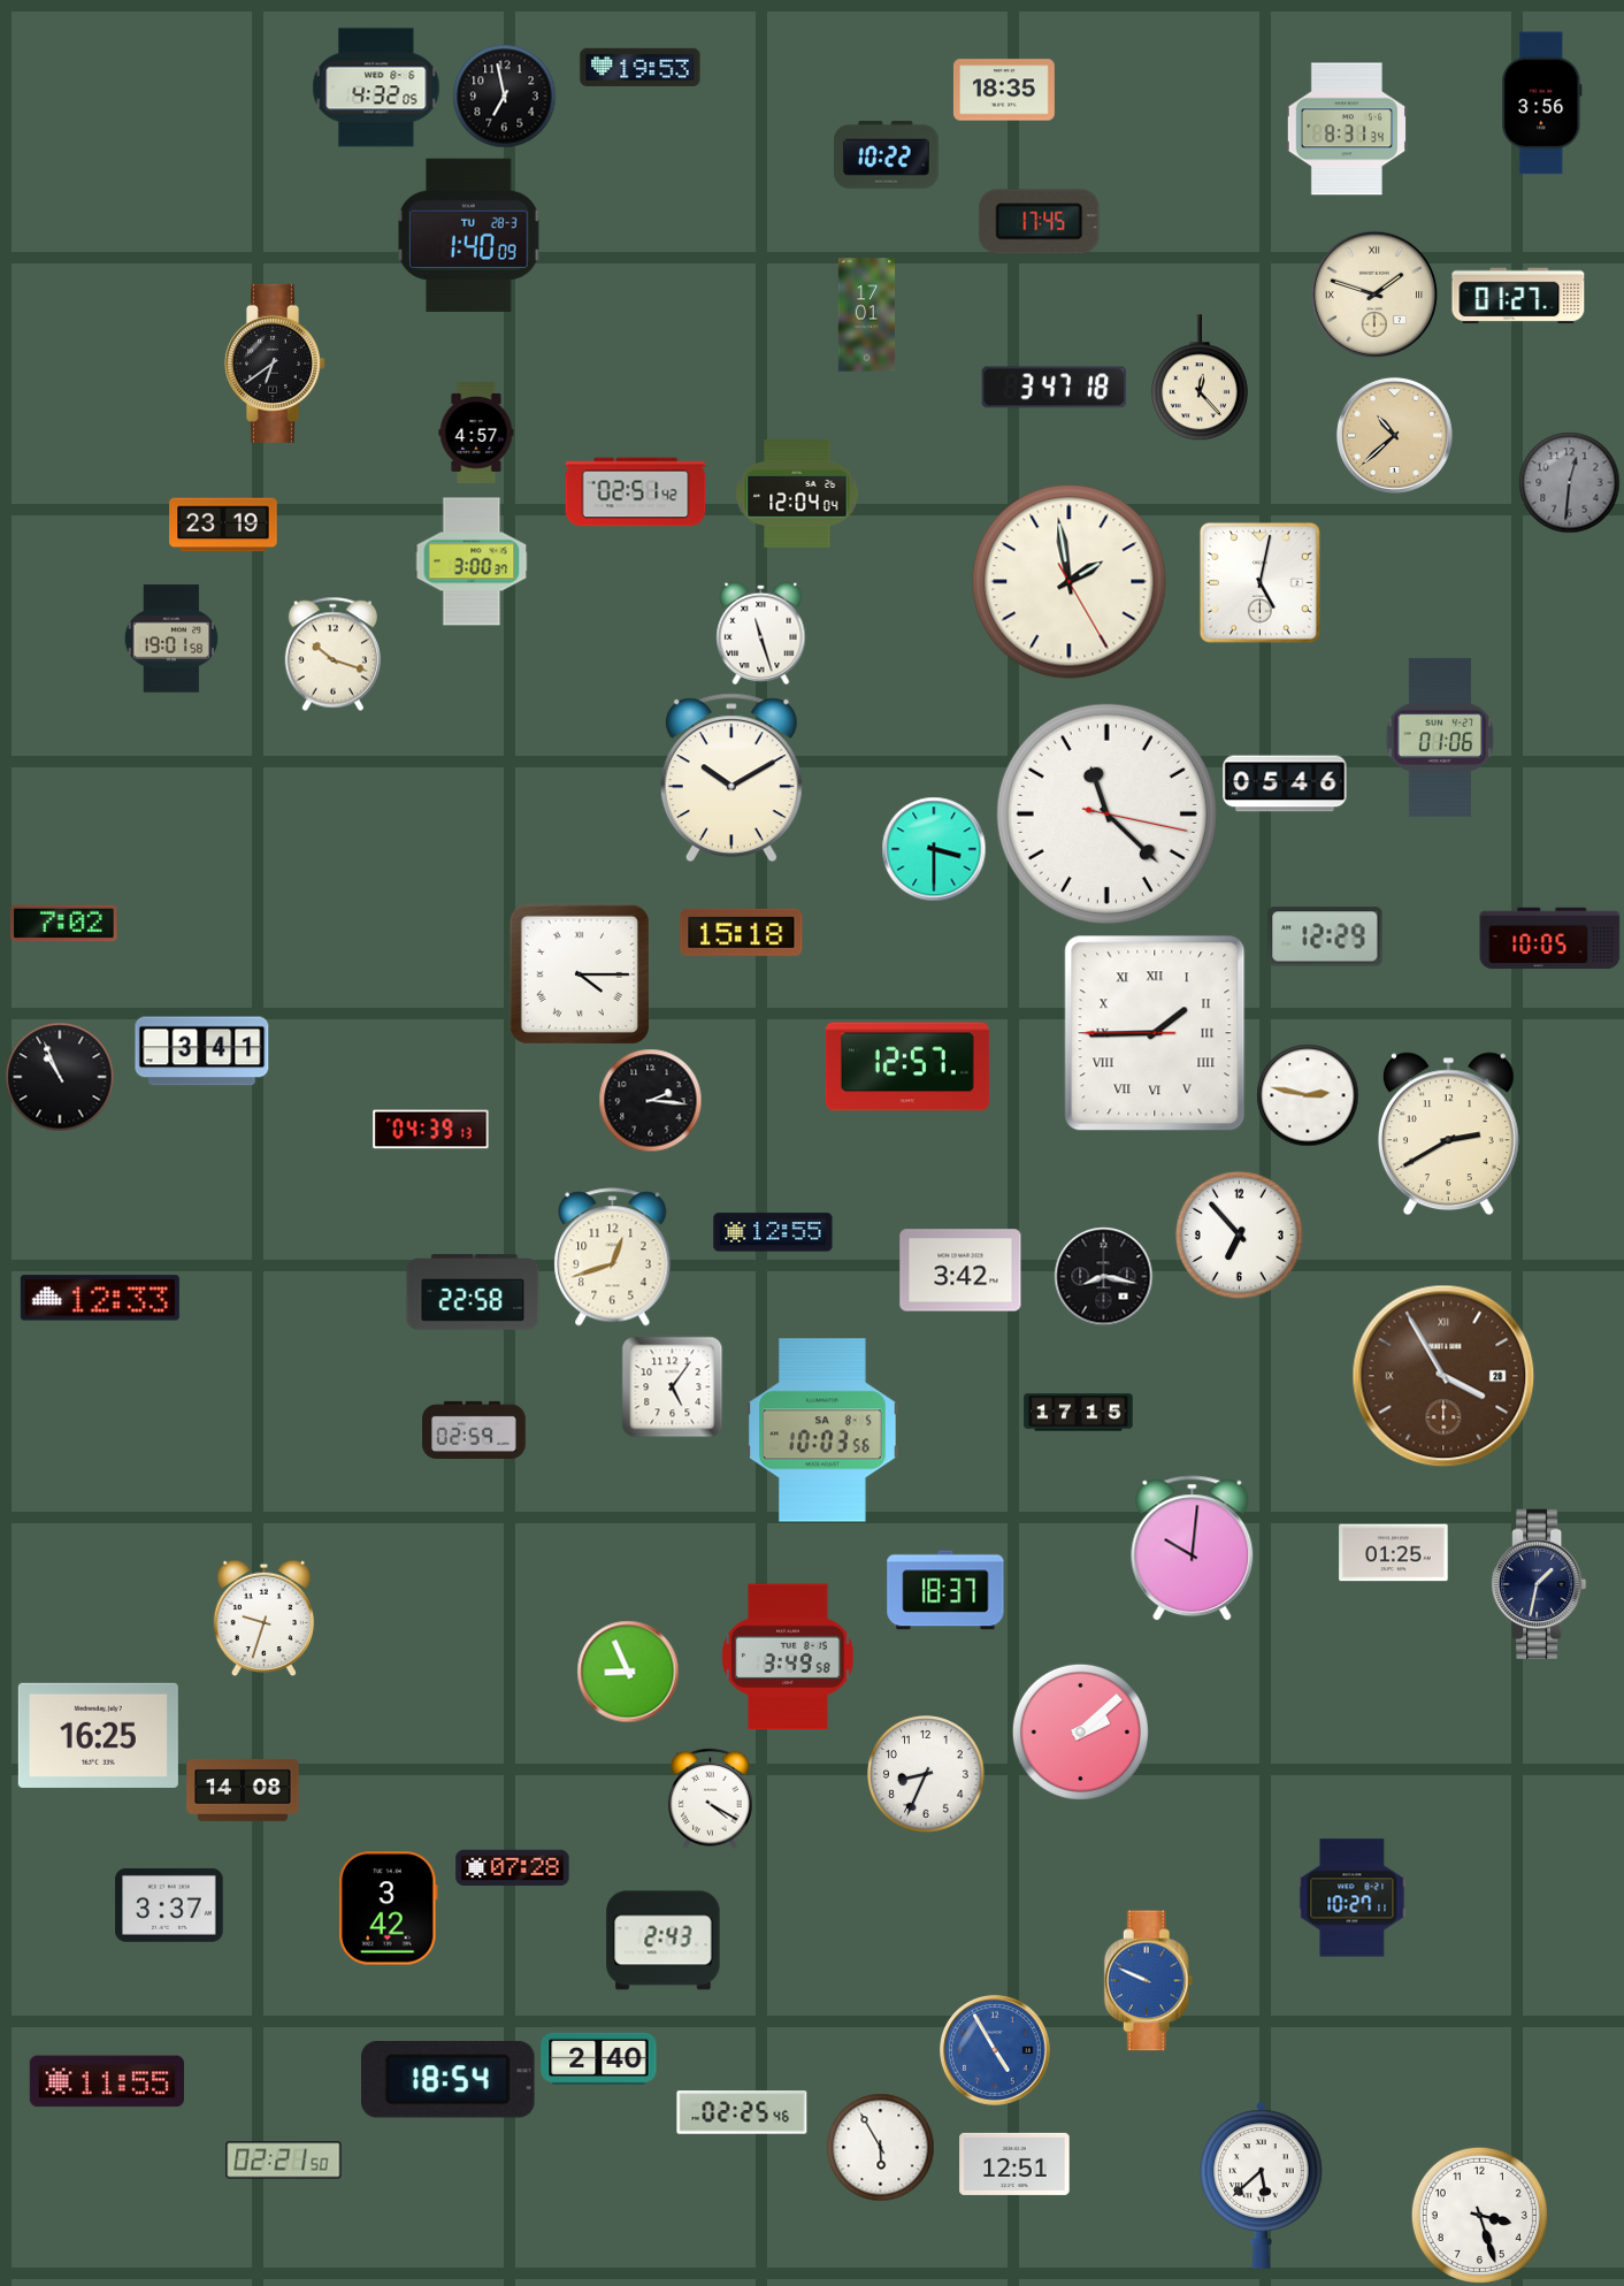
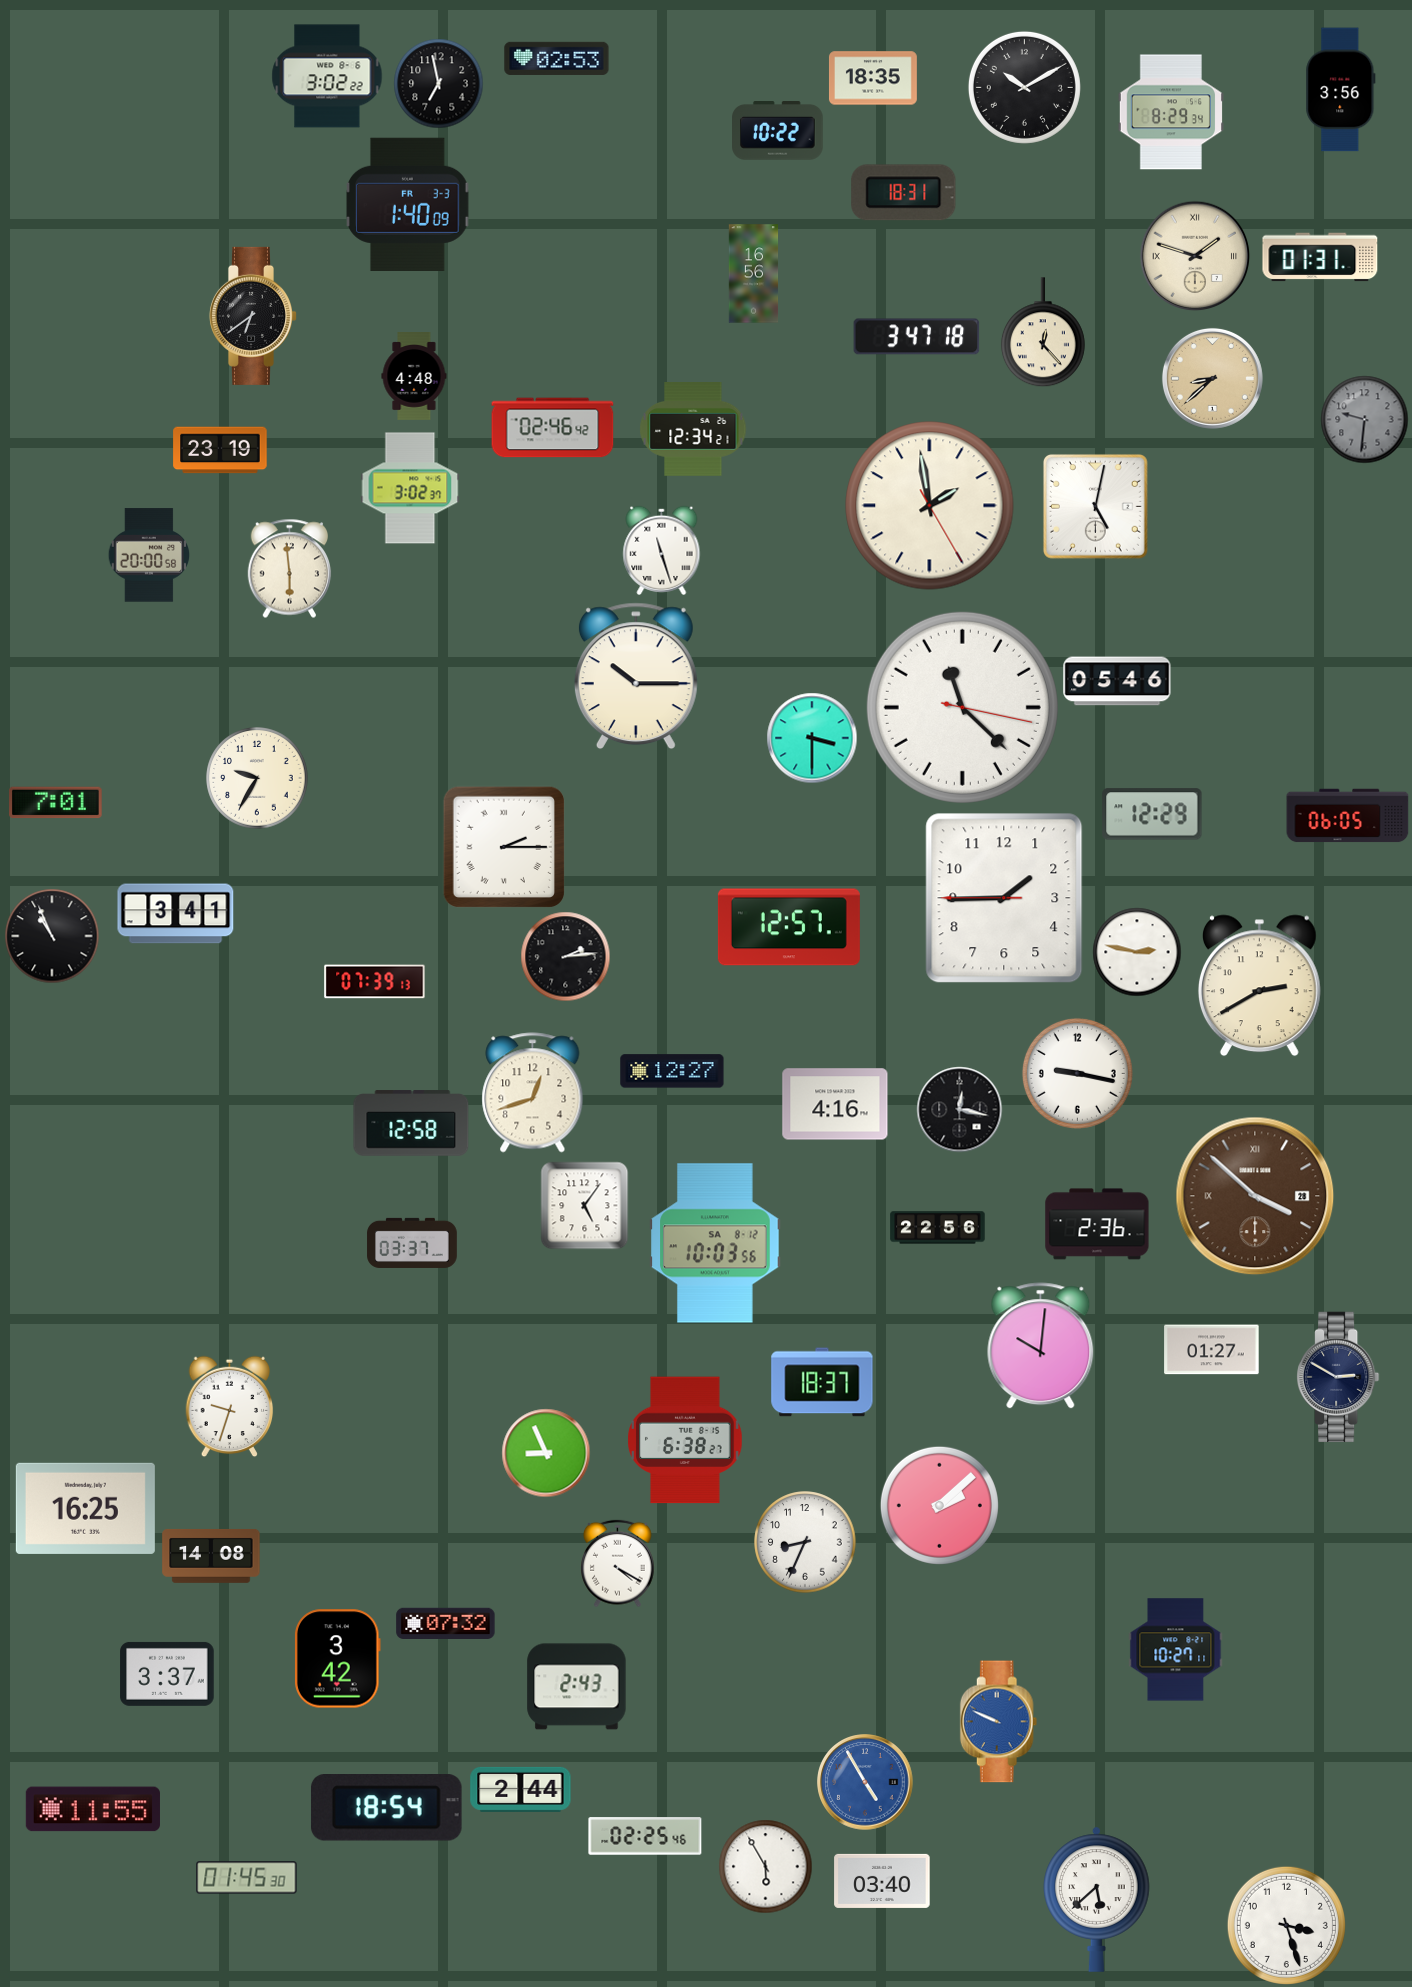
clock at (641, 67): 19:53 -> 02:53
clock at (376, 87): 4:32 -> 3:02
clock at (1024, 87): none -> 10:10
clock at (1347, 129): 8:31 -> 8:29
clock at (887, 155) position: (887, 155) -> (778, 131)
clock at (1040, 222): 17:45 -> 18:31
clock at (469, 235) date: TU 28-3 -> FR 3-3
clock at (1518, 296): 01:27 -> 01:31
clock at (867, 315): 17:01 -> 16:56
clock at (274, 364) position: (274, 364) -> (252, 316)
clock at (1200, 377) position: (1200, 377) -> (1043, 332)
clock at (476, 434): 4:57 -> 4:48
clock at (1394, 435): 10:38 -> 8:38
clock at (1569, 482): 12:31 -> 9:31
clock at (636, 492): 02:51 -> 02:46
clock at (797, 495): 12:04 -> 12:34
clock at (223, 525) position: (223, 525) -> (220, 450)
clock at (472, 561): 3:00 -> 3:02
clock at (171, 639): 19:01 -> 20:00
clock at (334, 653): 10:18 -> 5:59
clock at (1440, 737): 01:06 -> none
clock at (731, 778): 10:10 -> 10:15
clock at (257, 778): none -> 9:35
clock at (64, 924): 7:02 -> 7:01
clock at (742, 932): 15:18 -> none
clock at (1550, 939): 10:05 -> 06:05
clock at (579, 973): 4:15 -> 2:15
clock at (1155, 1033) numerals: Roman -> Arabic
clock at (650, 1100): 2:16 -> 2:14
clock at (431, 1130): 04:39 -> 07:39
clock at (773, 1232): 12:55 -> 12:27
clock at (1239, 1234): 6:53 -> 9:17
clock at (960, 1270): 3:42 -> 4:16
clock at (1103, 1276): 8:17 -> 12:17
clock at (473, 1292): 22:58 -> 12:58
clock at (100, 1298): 12:33 -> none
clock at (1443, 1376): 3:55 -> 3:52
clock at (1097, 1224): none -> 2:36
clock at (1079, 1413): 17:15 -> 22:56
clock at (474, 1430): 02:59 -> 03:37
clock at (822, 1430) date: SA 8-5 -> SA 8-12
clock at (1193, 1549) position: (1193, 1549) -> (1041, 1346)
clock at (1394, 1553): 01:25 -> 01:27
clock at (1540, 1584): 1:32 -> 2:50
clock at (788, 1657): 3:49 -> 6:38
clock at (513, 1868): 07:28 -> 07:32
clock at (169, 1905) position: (169, 1905) -> (167, 1674)
clock at (599, 2058): 2:40 -> 2:44
clock at (447, 2080) position: (447, 2080) -> (386, 1808)
clock at (284, 2161): 02:21 -> 01:45
clock at (1014, 2164): 12:51 -> 03:40
